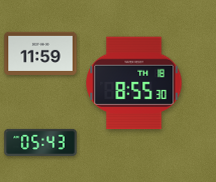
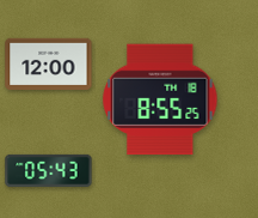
clock at (41, 53): 11:59 -> 12:00
clock at (134, 83): 8:55:30 -> 8:55:25
